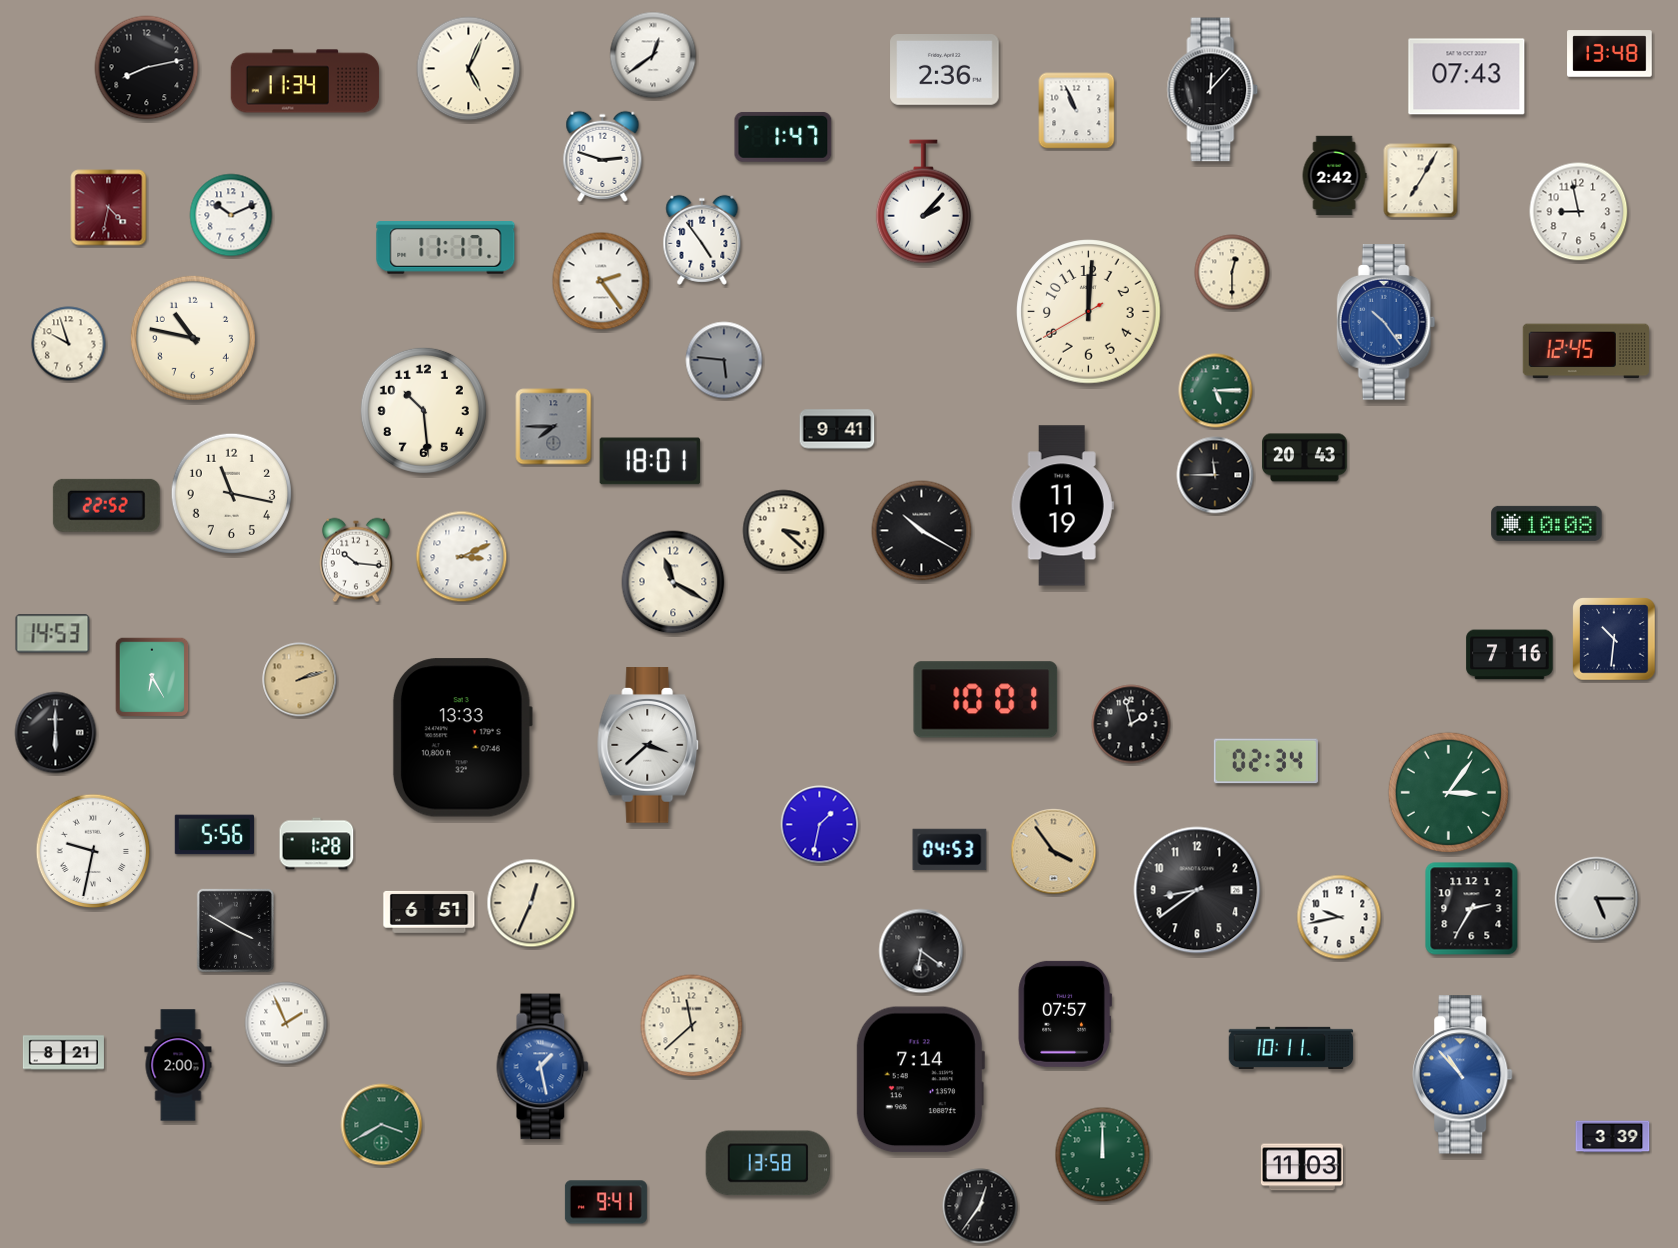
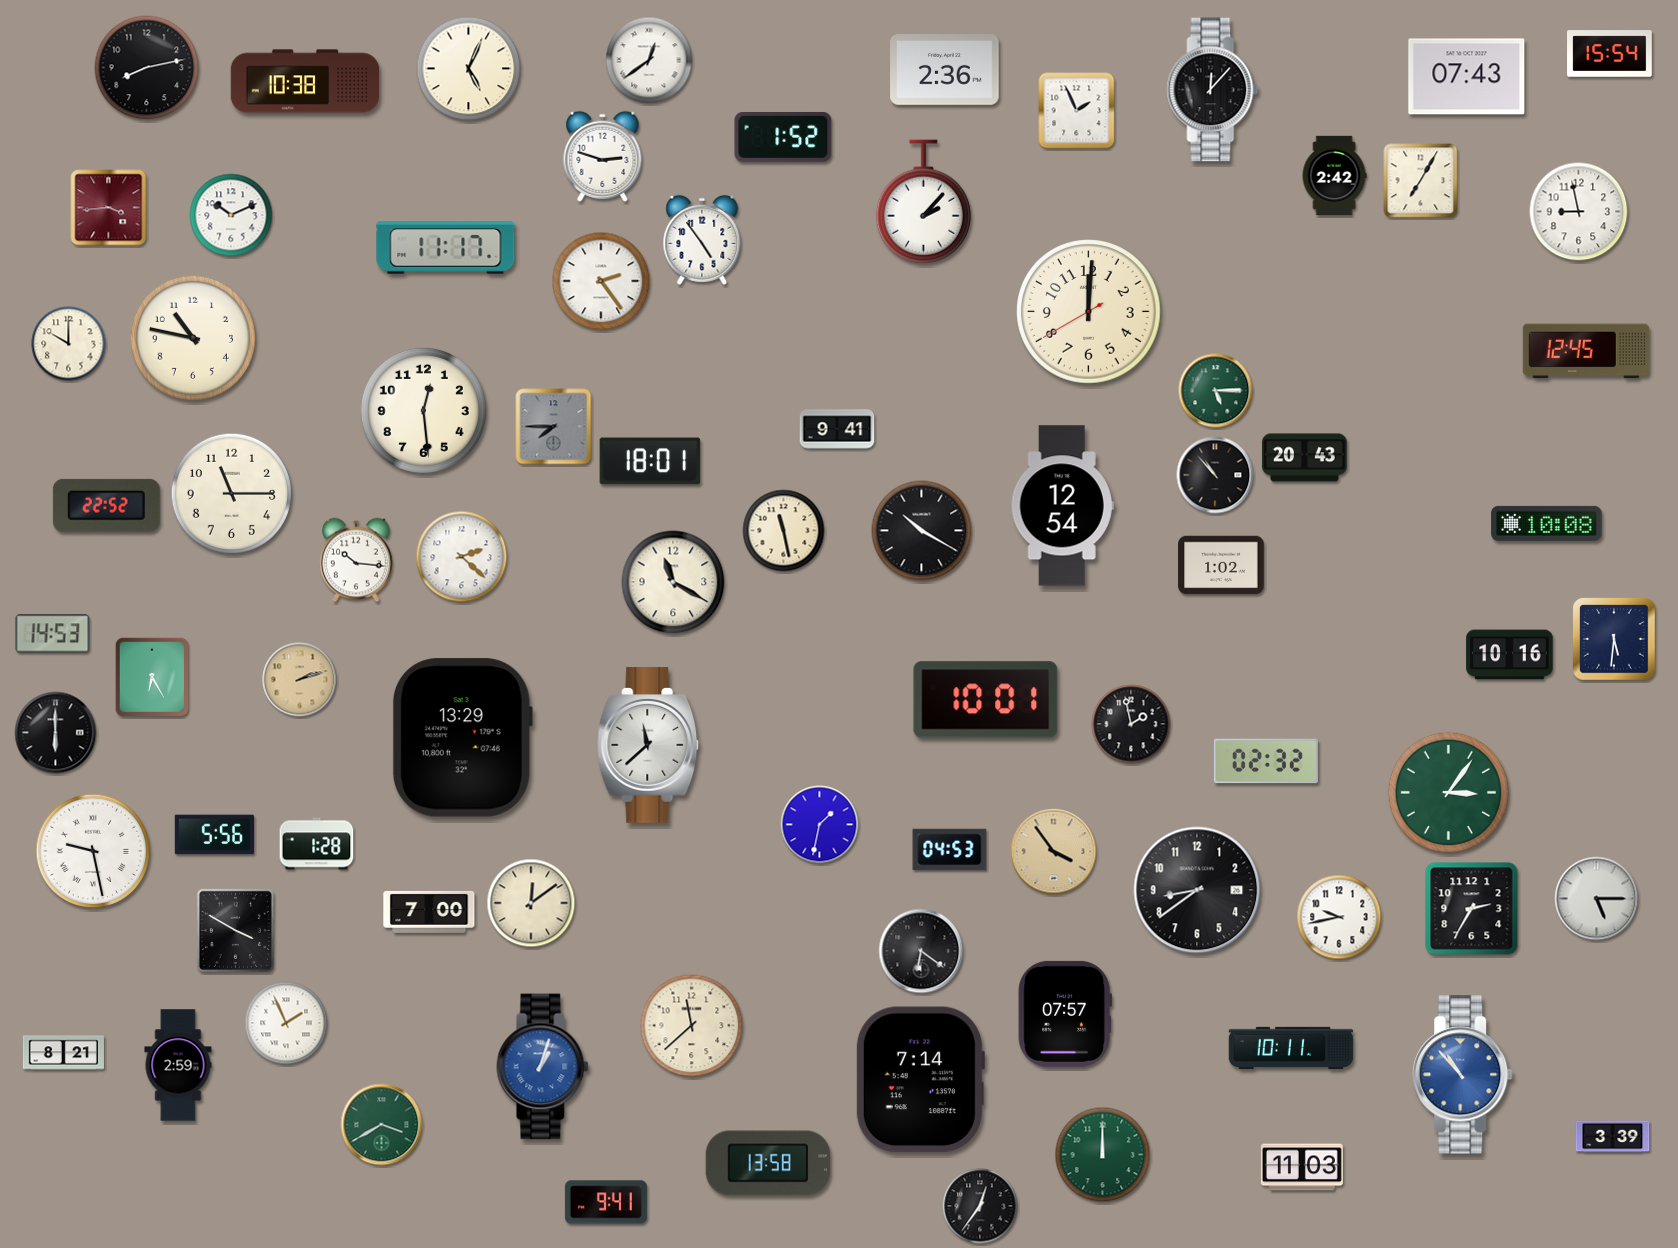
clock at (1610, 54): 13:48 -> 15:54
clock at (653, 55) position: (653, 55) -> (649, 60)
clock at (305, 81): 11:34 -> 10:38
clock at (1077, 111): 10:56 -> 1:56
clock at (783, 137): 1:47 -> 1:52
clock at (109, 208): 4:32 -> 3:44
clock at (1232, 272): 12:30 -> none
clock at (1386, 322): 10:24 -> none
clock at (69, 344): 9:57 -> 10:00
clock at (724, 360): 5:46 -> none
clock at (423, 410): 10:29 -> 12:29
clock at (1215, 475): 11:45 -> 10:53
clock at (231, 493): 11:17 -> 11:15
clock at (1062, 506): 11:19 -> 12:54
clock at (784, 531): 3:22 -> 11:28
clock at (462, 557): 3:11 -> 2:22
clock at (1221, 565): none -> 1:02
clock at (1614, 639): 10:31 -> 5:31
clock at (1510, 655): 7:16 -> 10:16
clock at (462, 738): 13:33 -> 13:29
clock at (649, 745): 3:38 -> 11:38
clock at (1266, 761): 02:34 -> 02:32
clock at (93, 851): 9:32 -> 9:28
clock at (531, 903): 12:34 -> 12:09
clock at (429, 912): 6:51 -> 7:00
clock at (178, 1065): 2:00 -> 2:59
clock at (543, 1067): 1:28 -> 1:03
